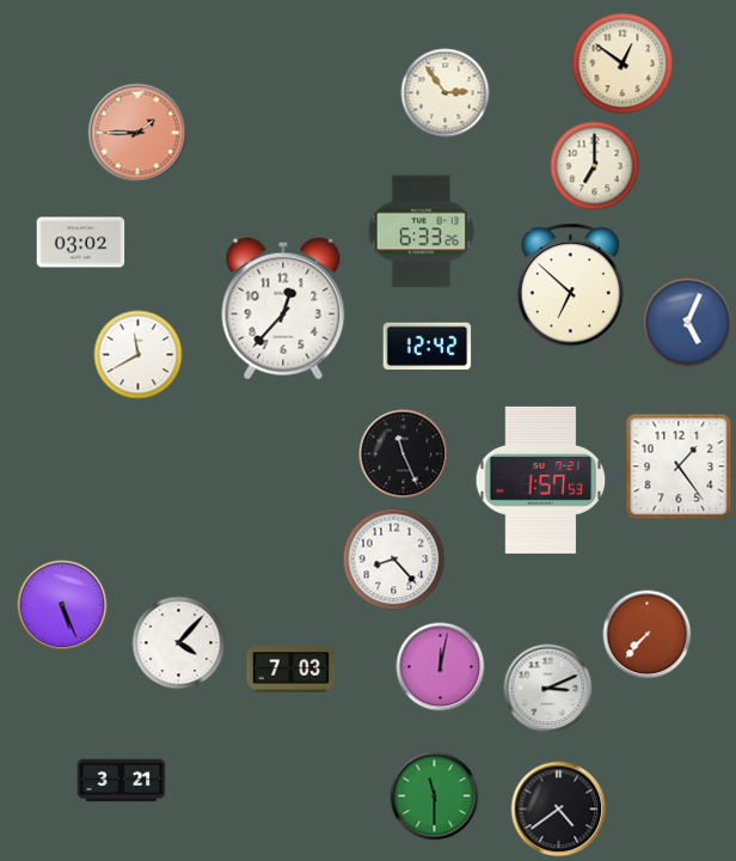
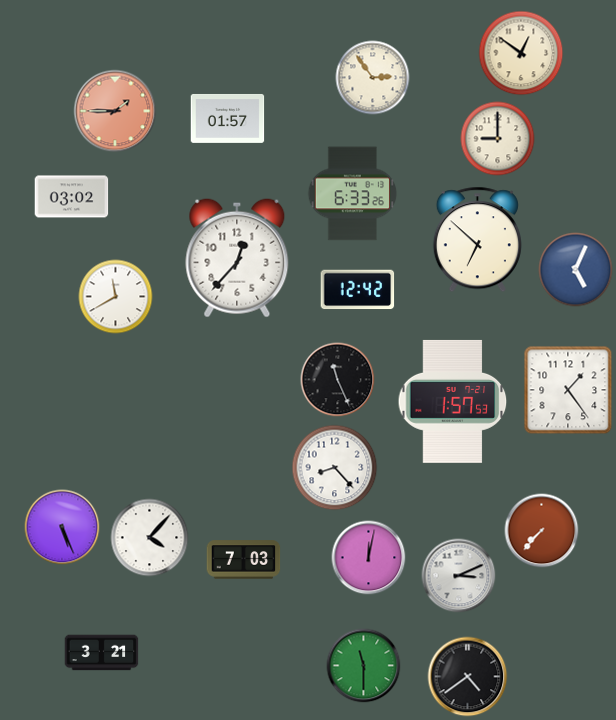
clock at (228, 118): none -> 01:57
clock at (595, 166): 7:00 -> 9:00
clock at (81, 243) position: (81, 243) -> (72, 197)
clock at (394, 560) position: (394, 560) -> (335, 468)
clock at (62, 605) position: (62, 605) -> (62, 527)
